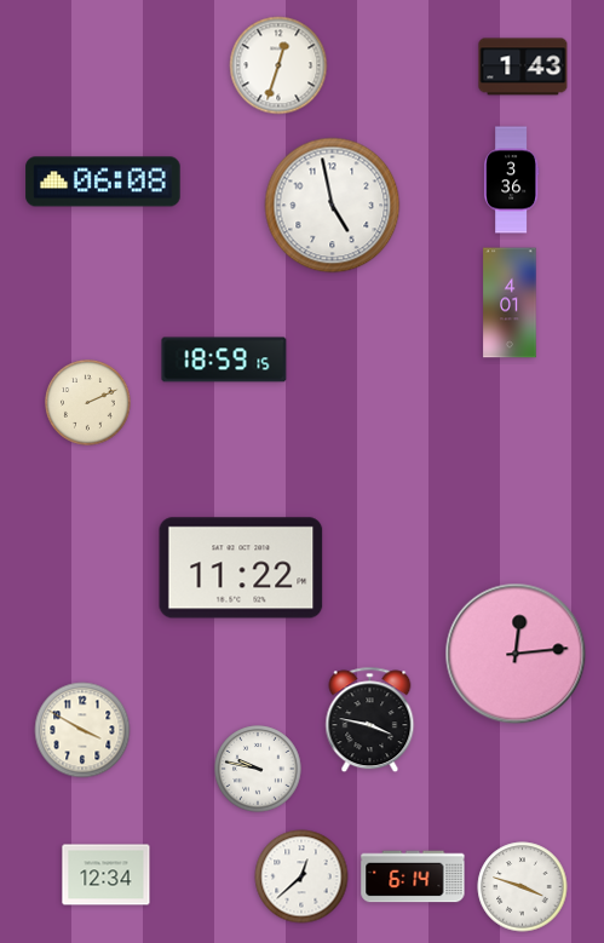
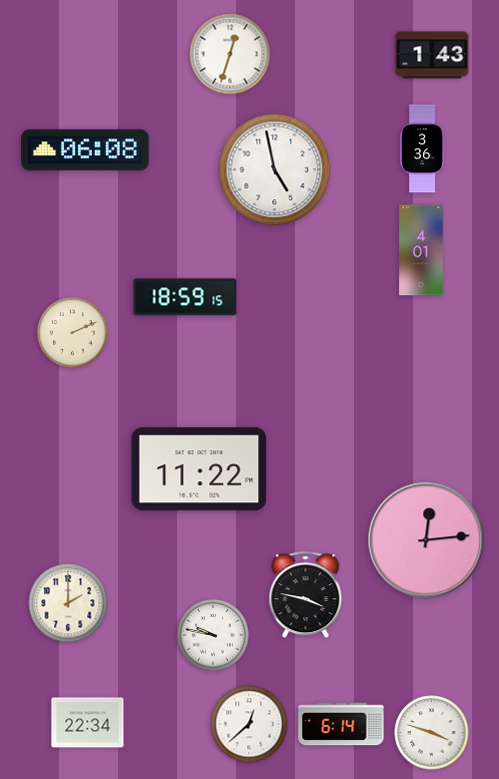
clock at (82, 730): 3:50 -> 2:00
clock at (107, 875): 12:34 -> 22:34
